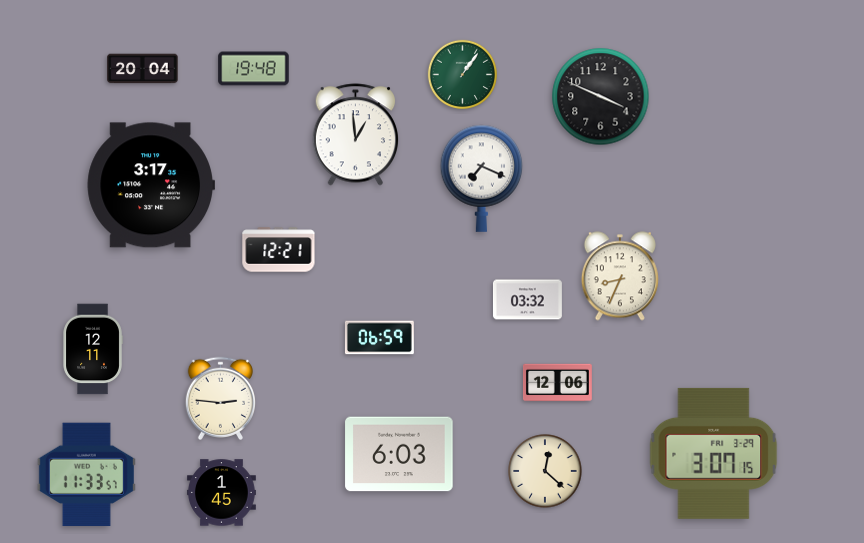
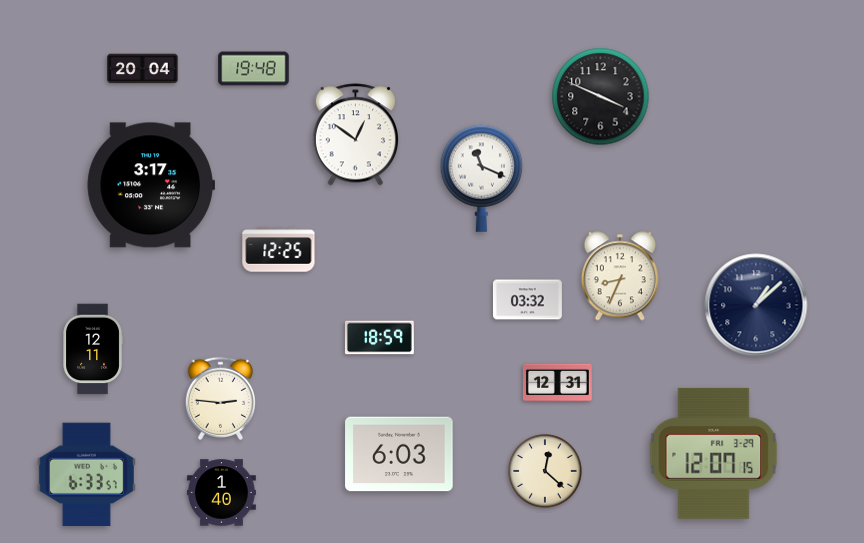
clock at (462, 75): 1:06 -> none
clock at (356, 135): 12:59 -> 12:51
clock at (482, 178): 7:19 -> 11:19
clock at (279, 250): 12:21 -> 12:25
clock at (756, 305): none -> 1:08
clock at (379, 338): 06:59 -> 18:59
clock at (557, 383): 12:06 -> 12:31
clock at (714, 453): 3:07 -> 12:07
clock at (86, 475): 11:33 -> 6:33
clock at (221, 493): 1:45 -> 1:40
